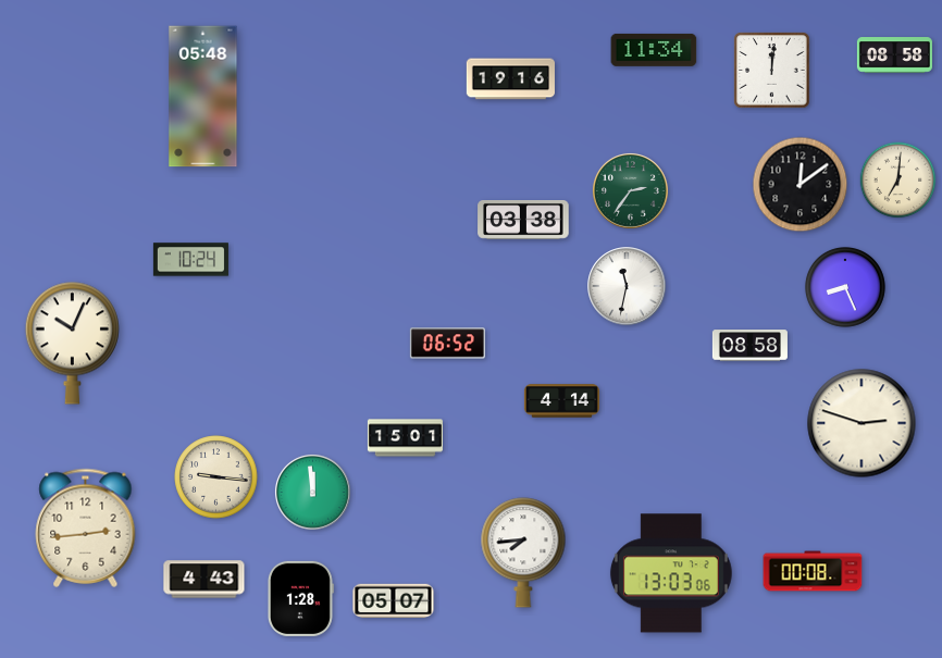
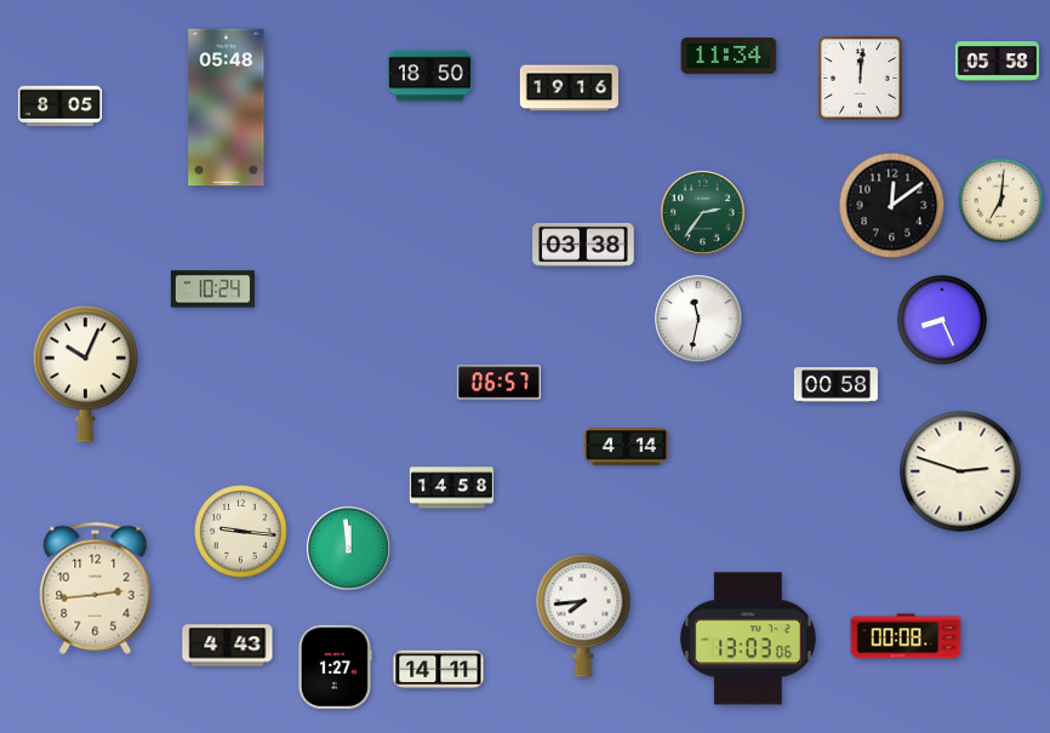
clock at (894, 55): 08:58 -> 05:58
clock at (429, 76): none -> 18:50
clock at (59, 107): none -> 8:05
clock at (72, 343) position: (72, 343) -> (85, 373)
clock at (447, 344): 06:52 -> 06:57
clock at (749, 346): 08:58 -> 00:58
clock at (405, 438): 15:01 -> 14:58
clock at (300, 598): 1:28 -> 1:27
clock at (394, 601): 05:07 -> 14:11
